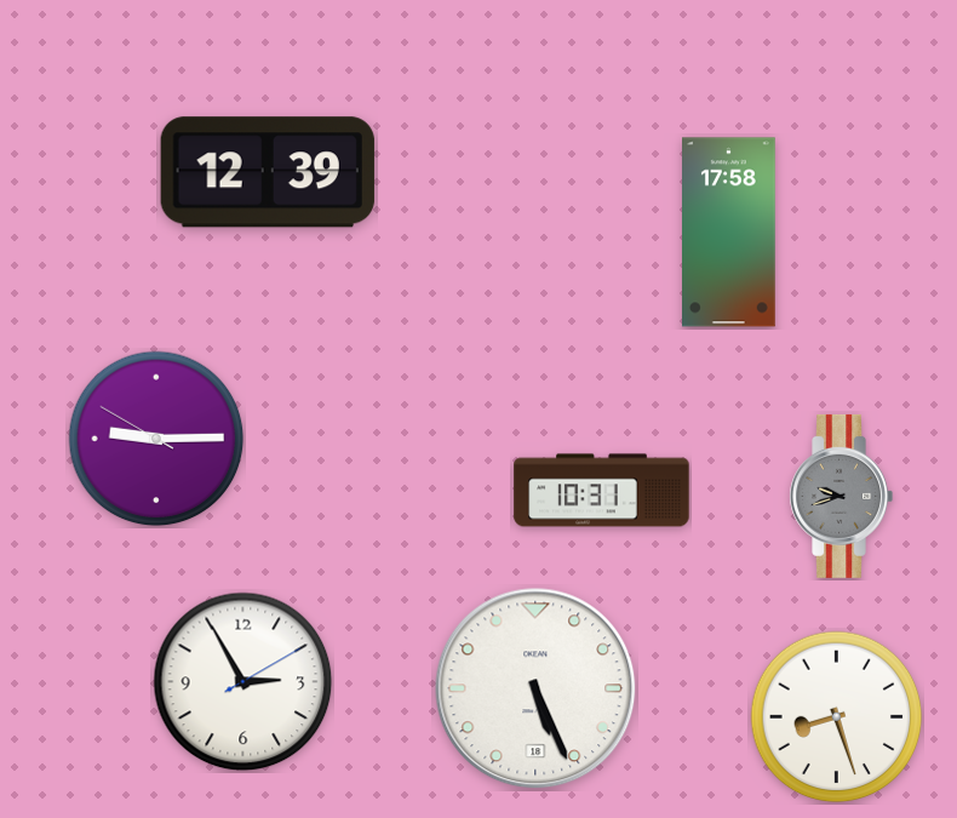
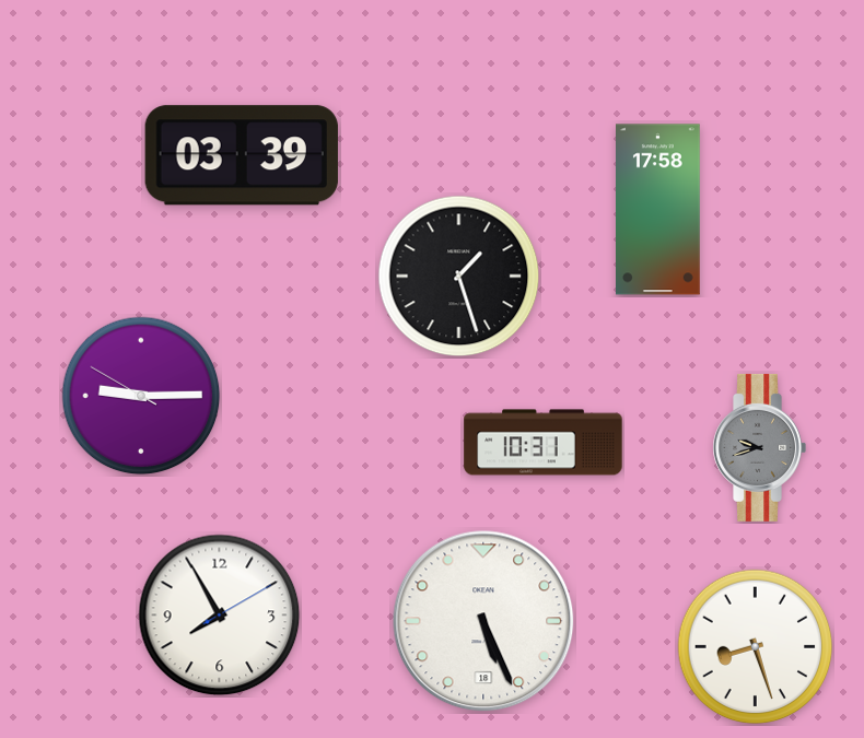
clock at (268, 172): 12:39 -> 03:39
clock at (459, 277): none -> 1:27
clock at (243, 682): 2:55 -> 7:55
